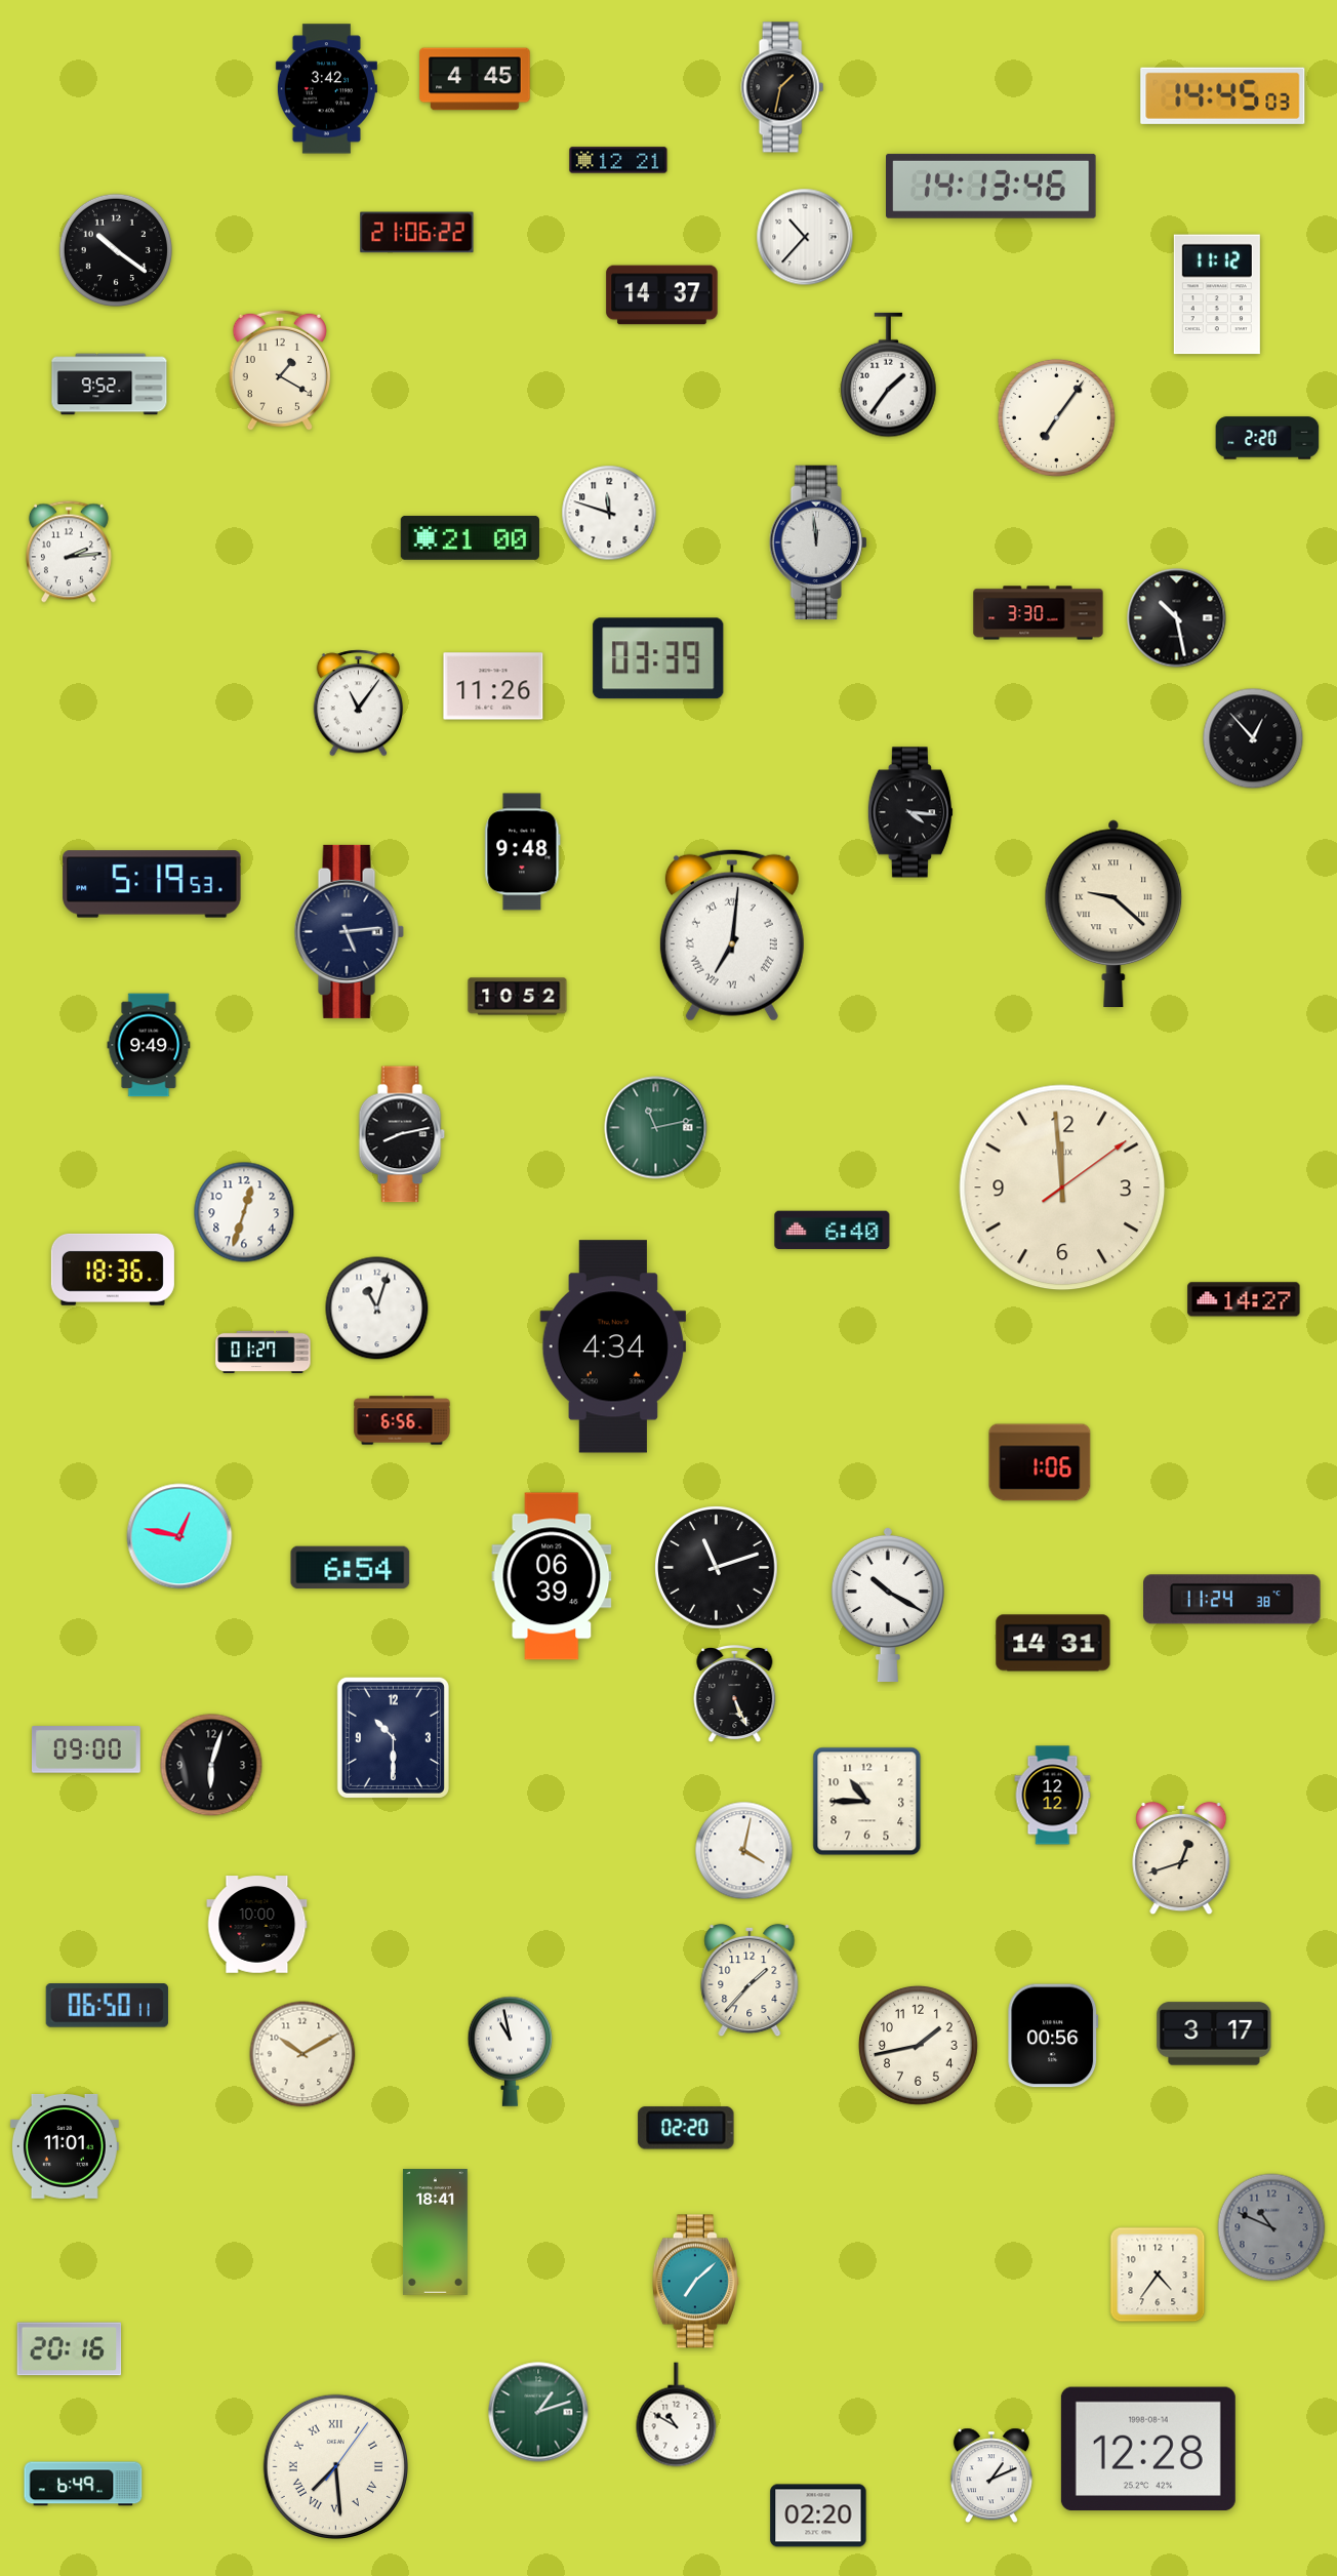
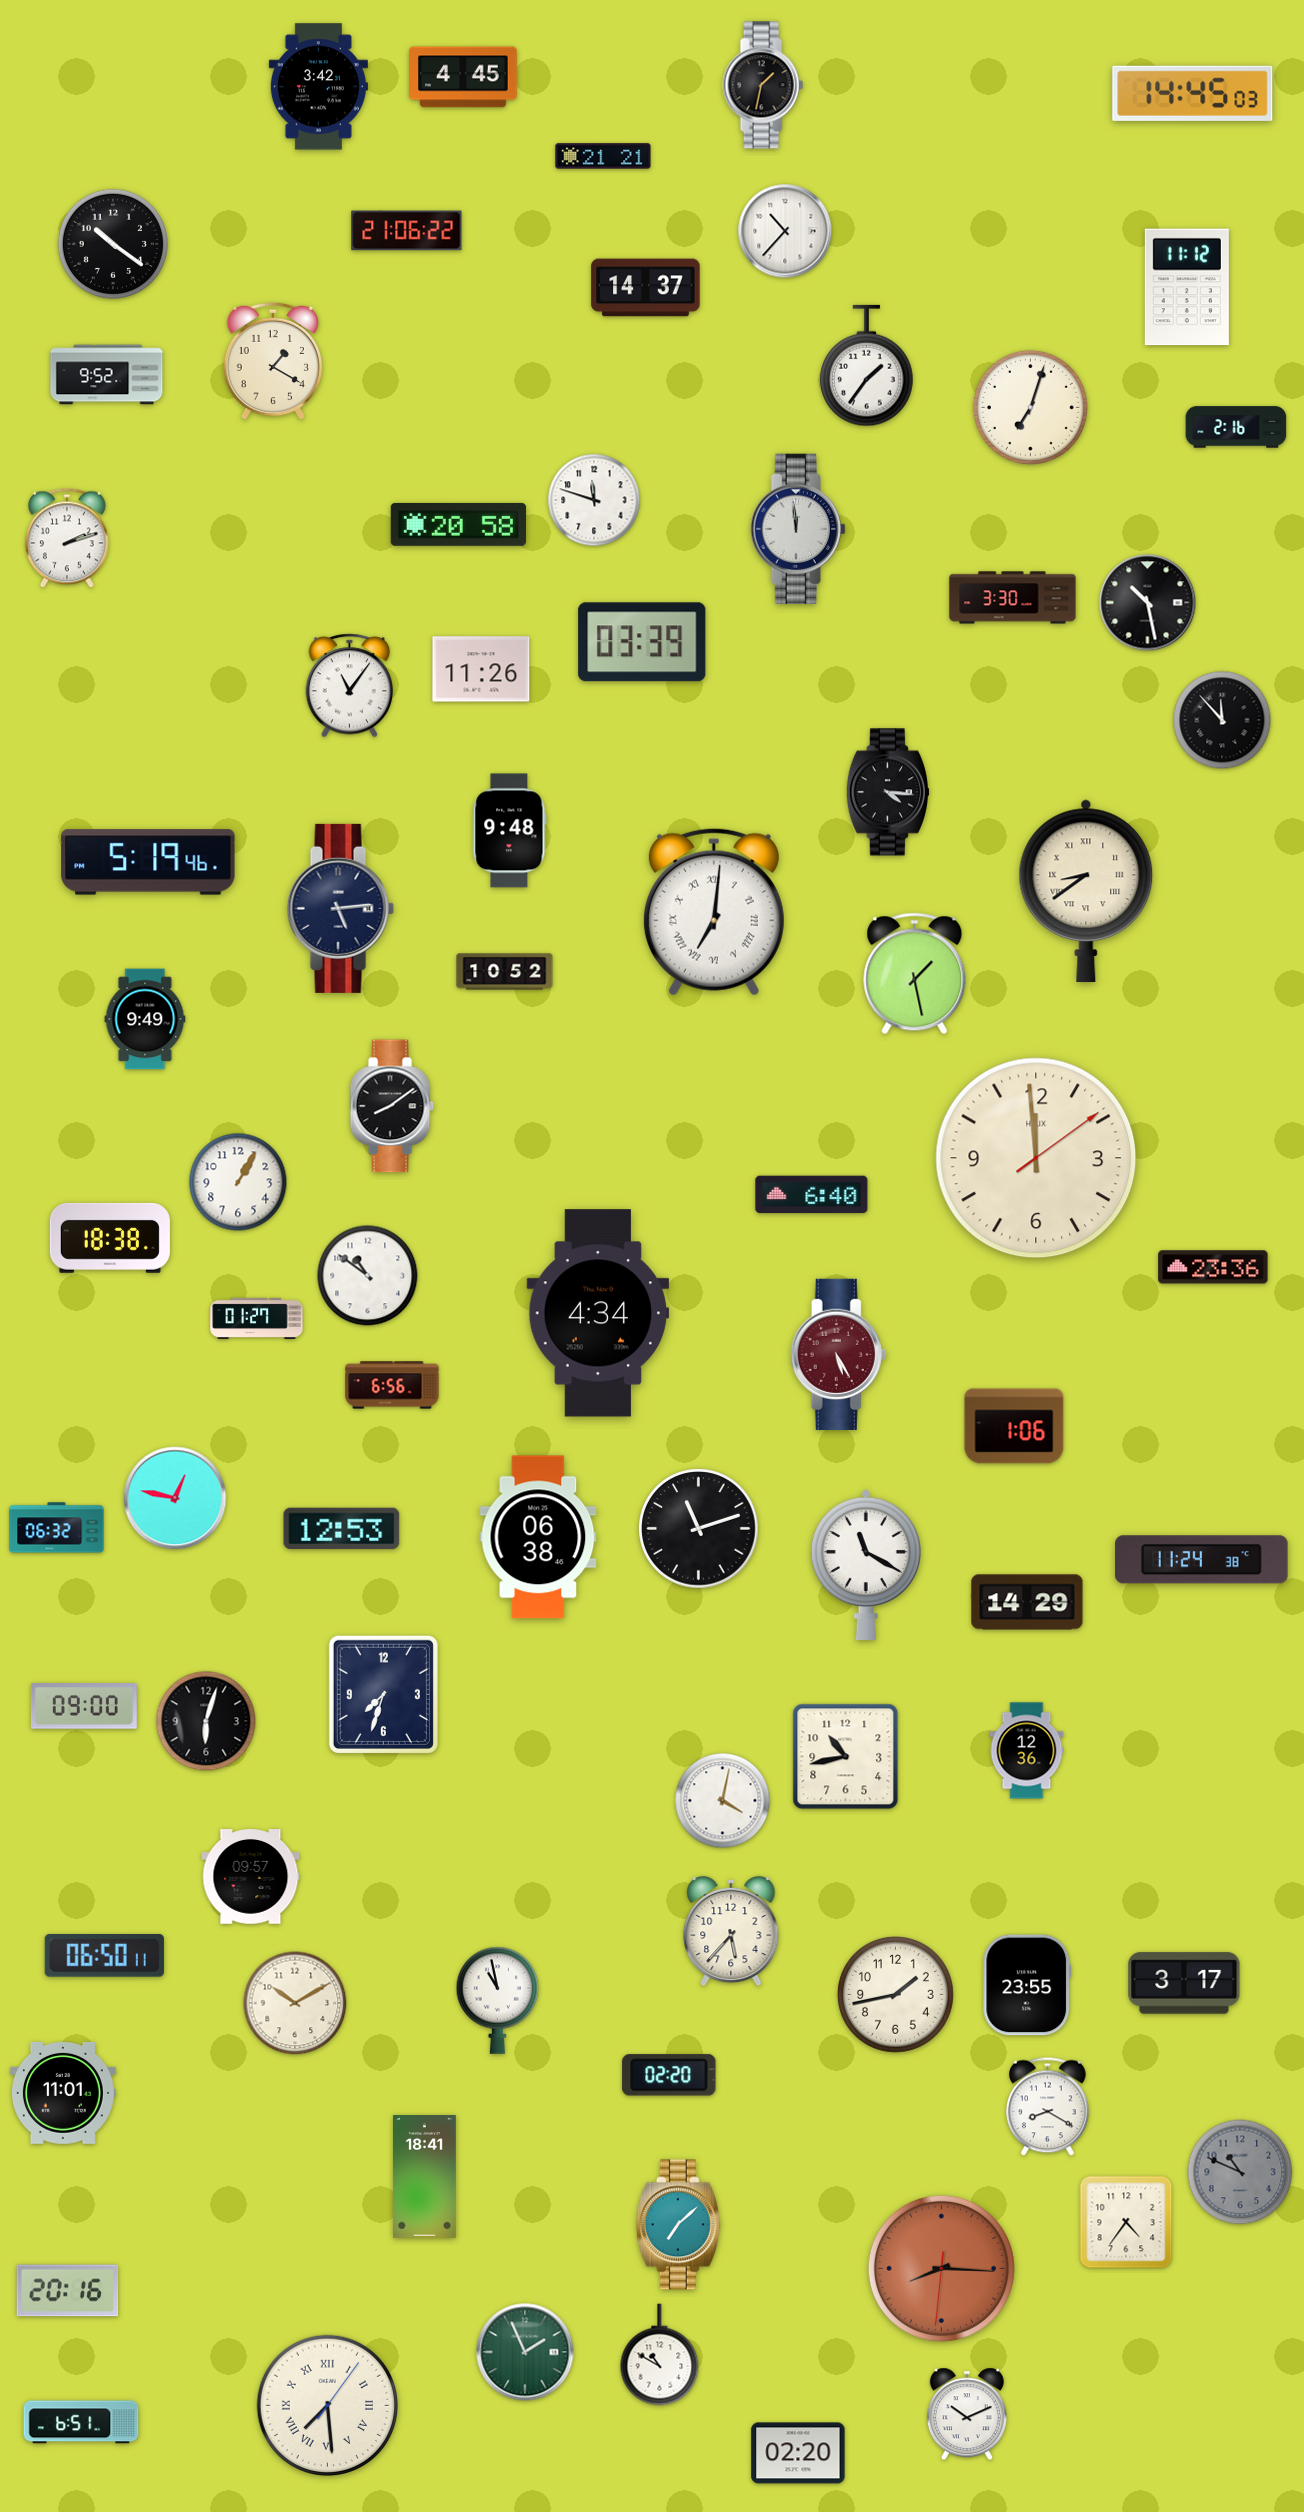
clock at (618, 160): 12:21 -> 21:21
clock at (991, 186): 14:13 -> none
clock at (417, 233) position: (417, 233) -> (407, 231)
clock at (1056, 417): 7:06 -> 7:03
clock at (1267, 438): 2:20 -> 2:16
clock at (470, 537): 21:00 -> 20:58
clock at (69, 552): 2:14 -> 2:12
clock at (1253, 738): 12:53 -> 11:53
clock at (152, 884): 5:19:53 -> 5:19:46
clock at (1113, 913): 9:22 -> 8:39
clock at (915, 974): none -> 1:28
clock at (656, 1128): 11:13 -> none
clock at (402, 1134): 8:13 -> 8:09
clock at (244, 1212): 12:33 -> 1:05
clock at (833, 1231) position: (833, 1231) -> (812, 1195)
clock at (113, 1270): 18:36 -> 18:38
clock at (1244, 1299): 14:27 -> 23:36
clock at (377, 1309): 11:03 -> 10:51
clock at (839, 1354): none -> 5:25
clock at (57, 1528): none -> 06:32
clock at (351, 1568): 6:54 -> 12:53
clock at (552, 1576): 06:39 -> 06:38
clock at (888, 1605): 10:20 -> 11:20
clock at (1053, 1643): 14:31 -> 14:29
clock at (735, 1695): 5:26 -> none
clock at (393, 1737): 10:30 -> 7:33
clock at (1053, 1796): 12:12 -> 12:36
clock at (867, 1802): 10:45 -> 10:43
clock at (744, 1851) position: (744, 1851) -> (723, 1801)
clock at (1181, 1858): 12:42 -> none
clock at (257, 1925): 10:00 -> 09:57
clock at (749, 1980): 1:37 -> 5:37
clock at (1053, 2036): 00:56 -> 23:55
clock at (1048, 2107): none -> 8:20
clock at (1158, 2275) position: (1158, 2275) -> (1126, 2222)
clock at (941, 2268): none -> 8:15
clock at (538, 2412): 1:12 -> 1:56
clock at (1148, 2449): 12:28 -> none
clock at (991, 2476): 1:11 -> 10:11
clock at (83, 2484): 6:49 -> 6:51
